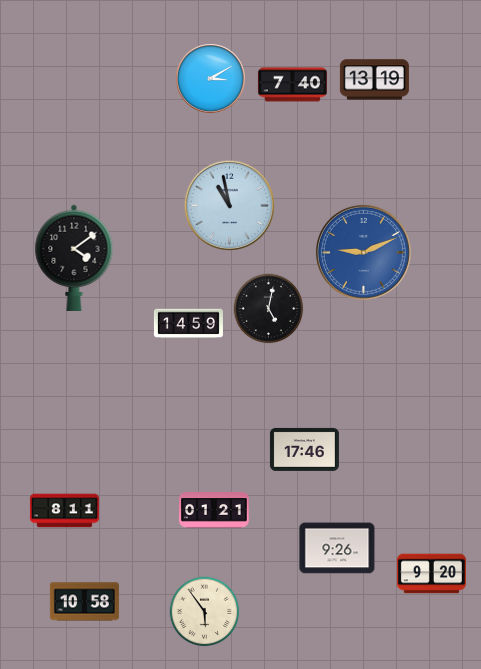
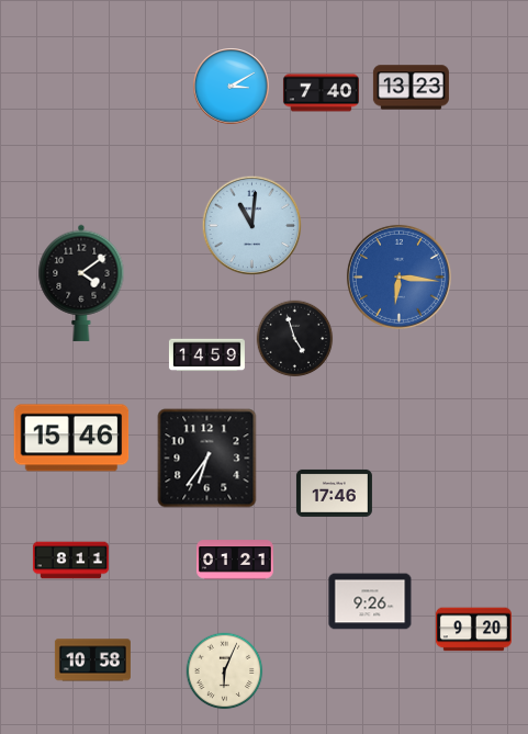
clock at (374, 80): 13:19 -> 13:23
clock at (230, 206): 10:58 -> 11:01
clock at (363, 252): 9:11 -> 6:16
clock at (269, 309): 5:02 -> 4:57
clock at (71, 438): none -> 15:46
clock at (207, 459): none -> 6:36
clock at (205, 612): 5:54 -> 6:04
